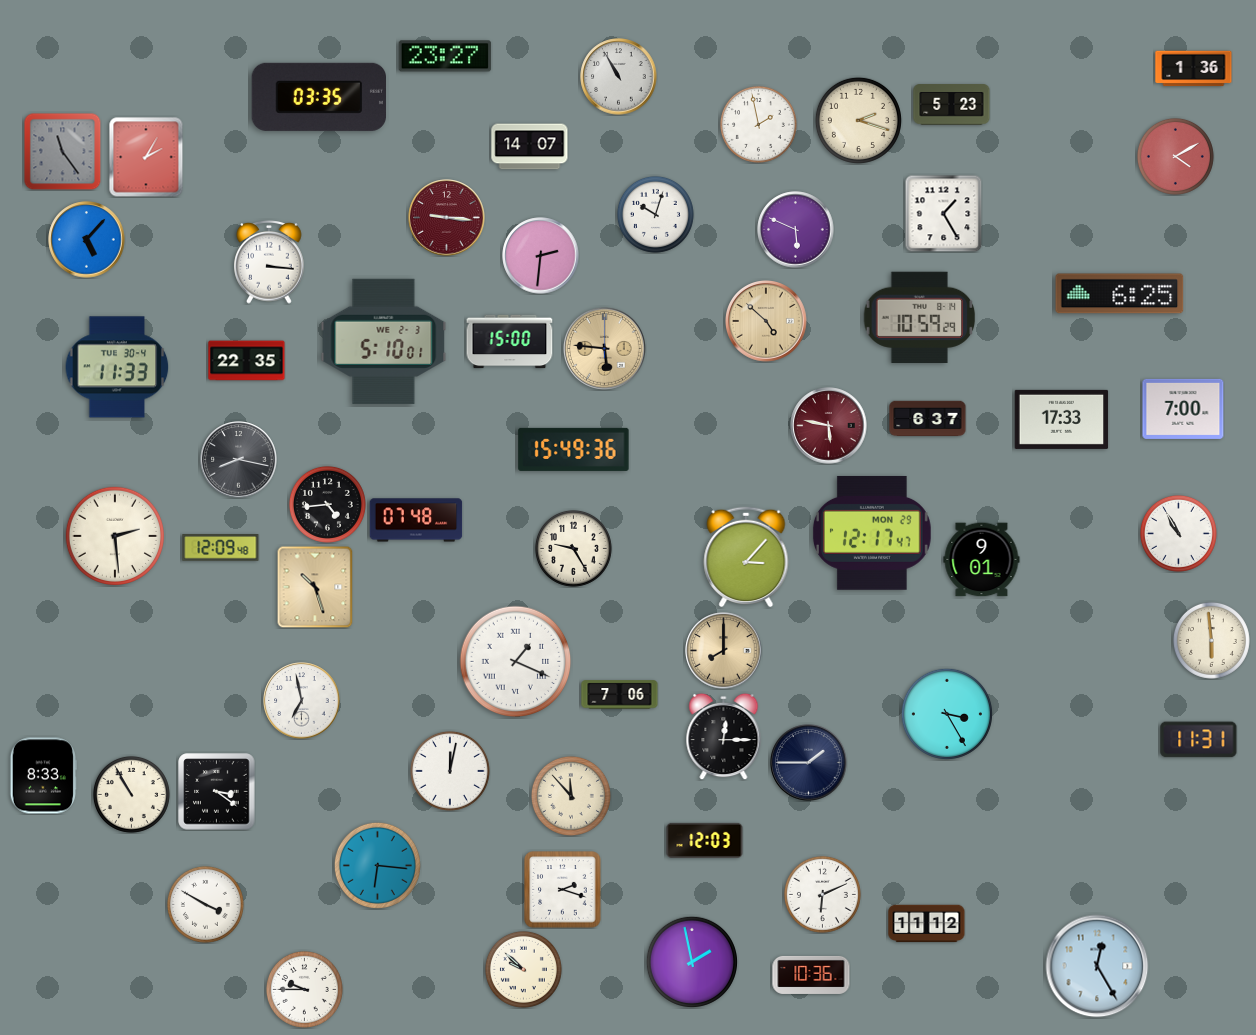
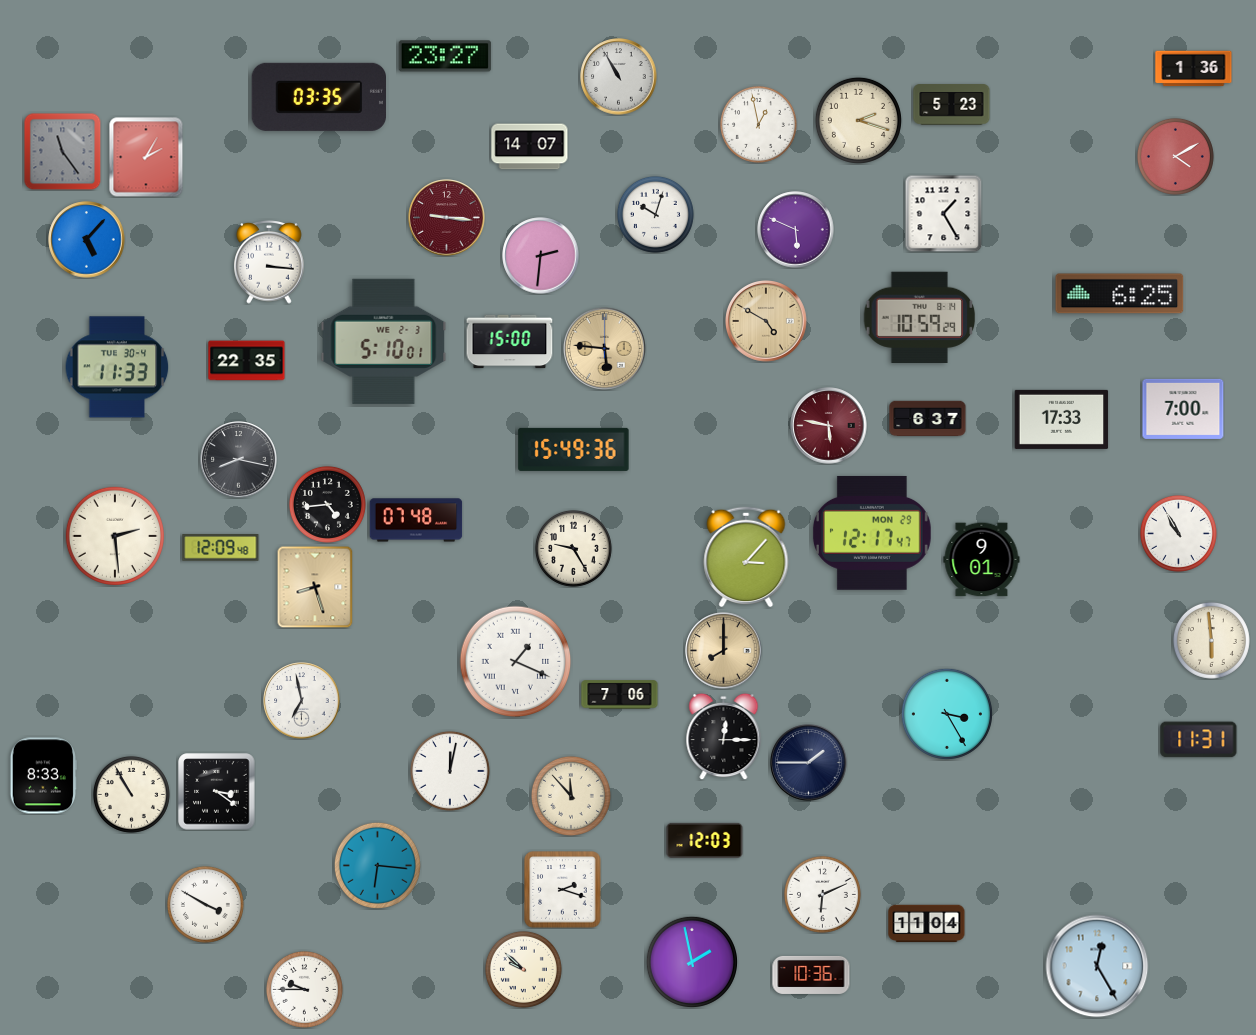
clock at (758, 124): 1:58 -> 12:58
clock at (767, 322): 4:52 -> 4:50
clock at (315, 587): 10:27 -> 8:27
clock at (927, 924): 11:12 -> 11:04
